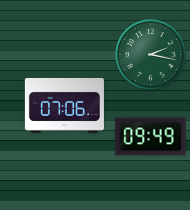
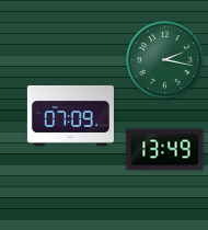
clock at (64, 105): 07:06 -> 07:09
clock at (151, 137): 09:49 -> 13:49
